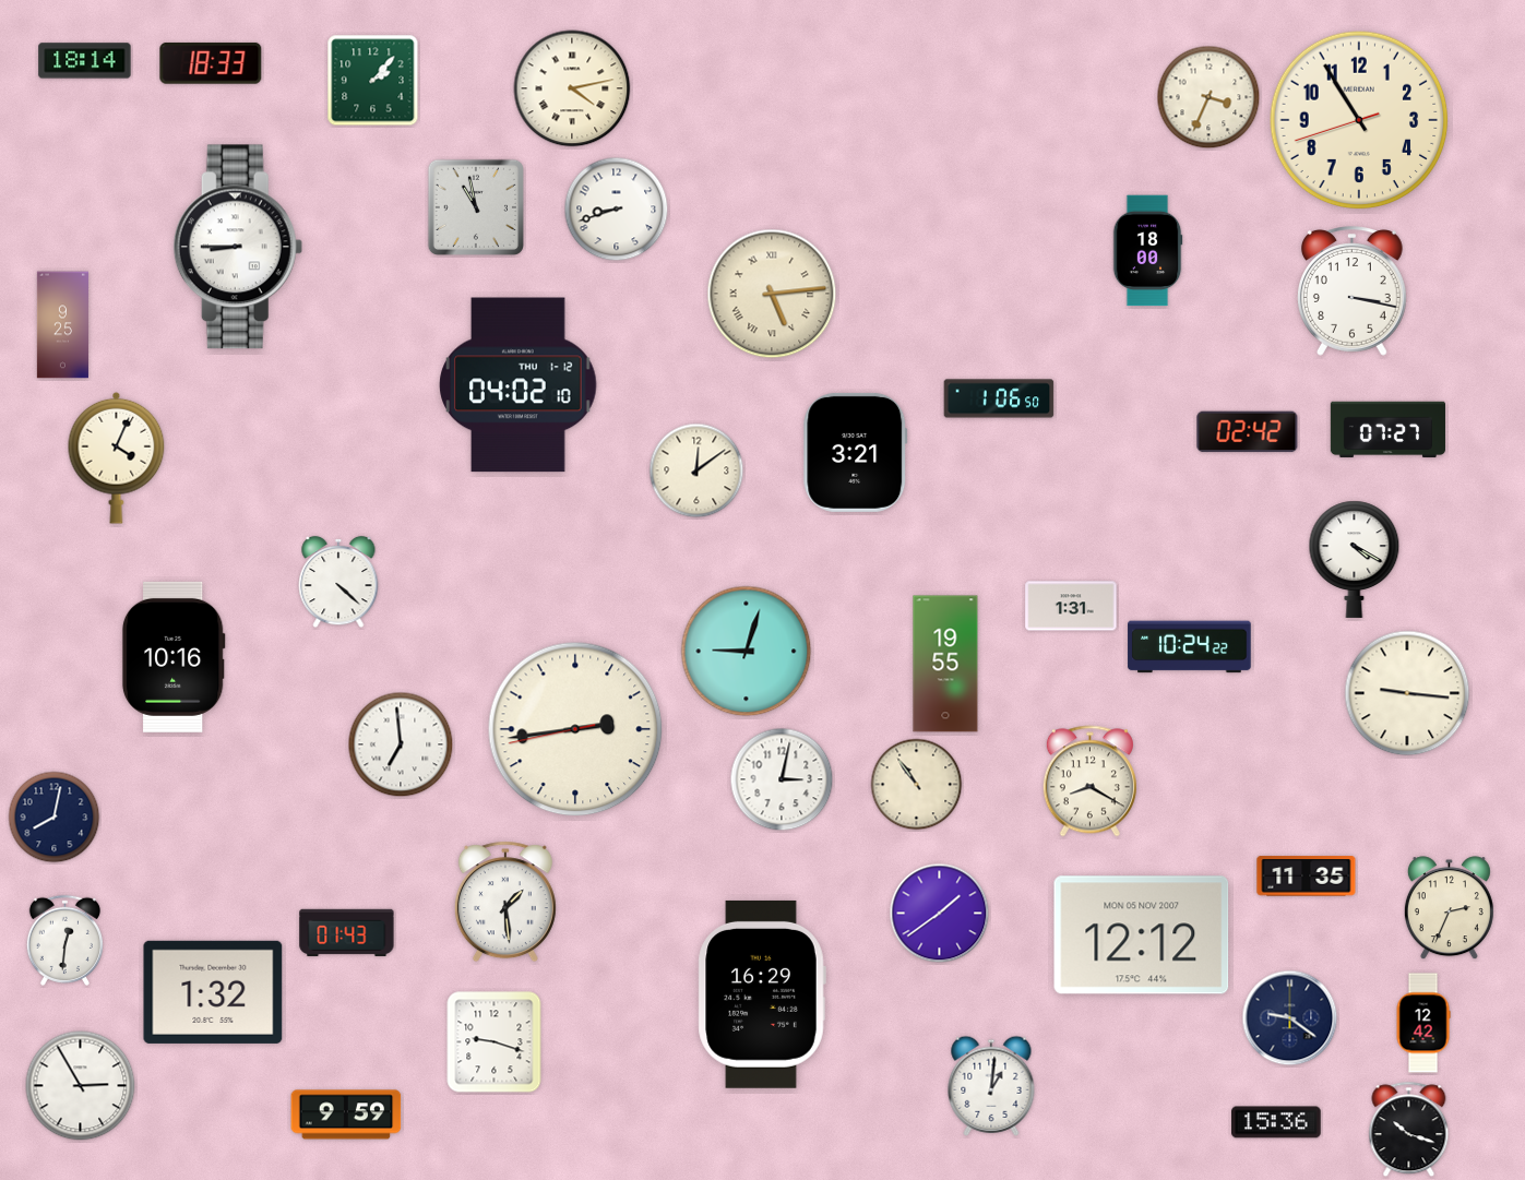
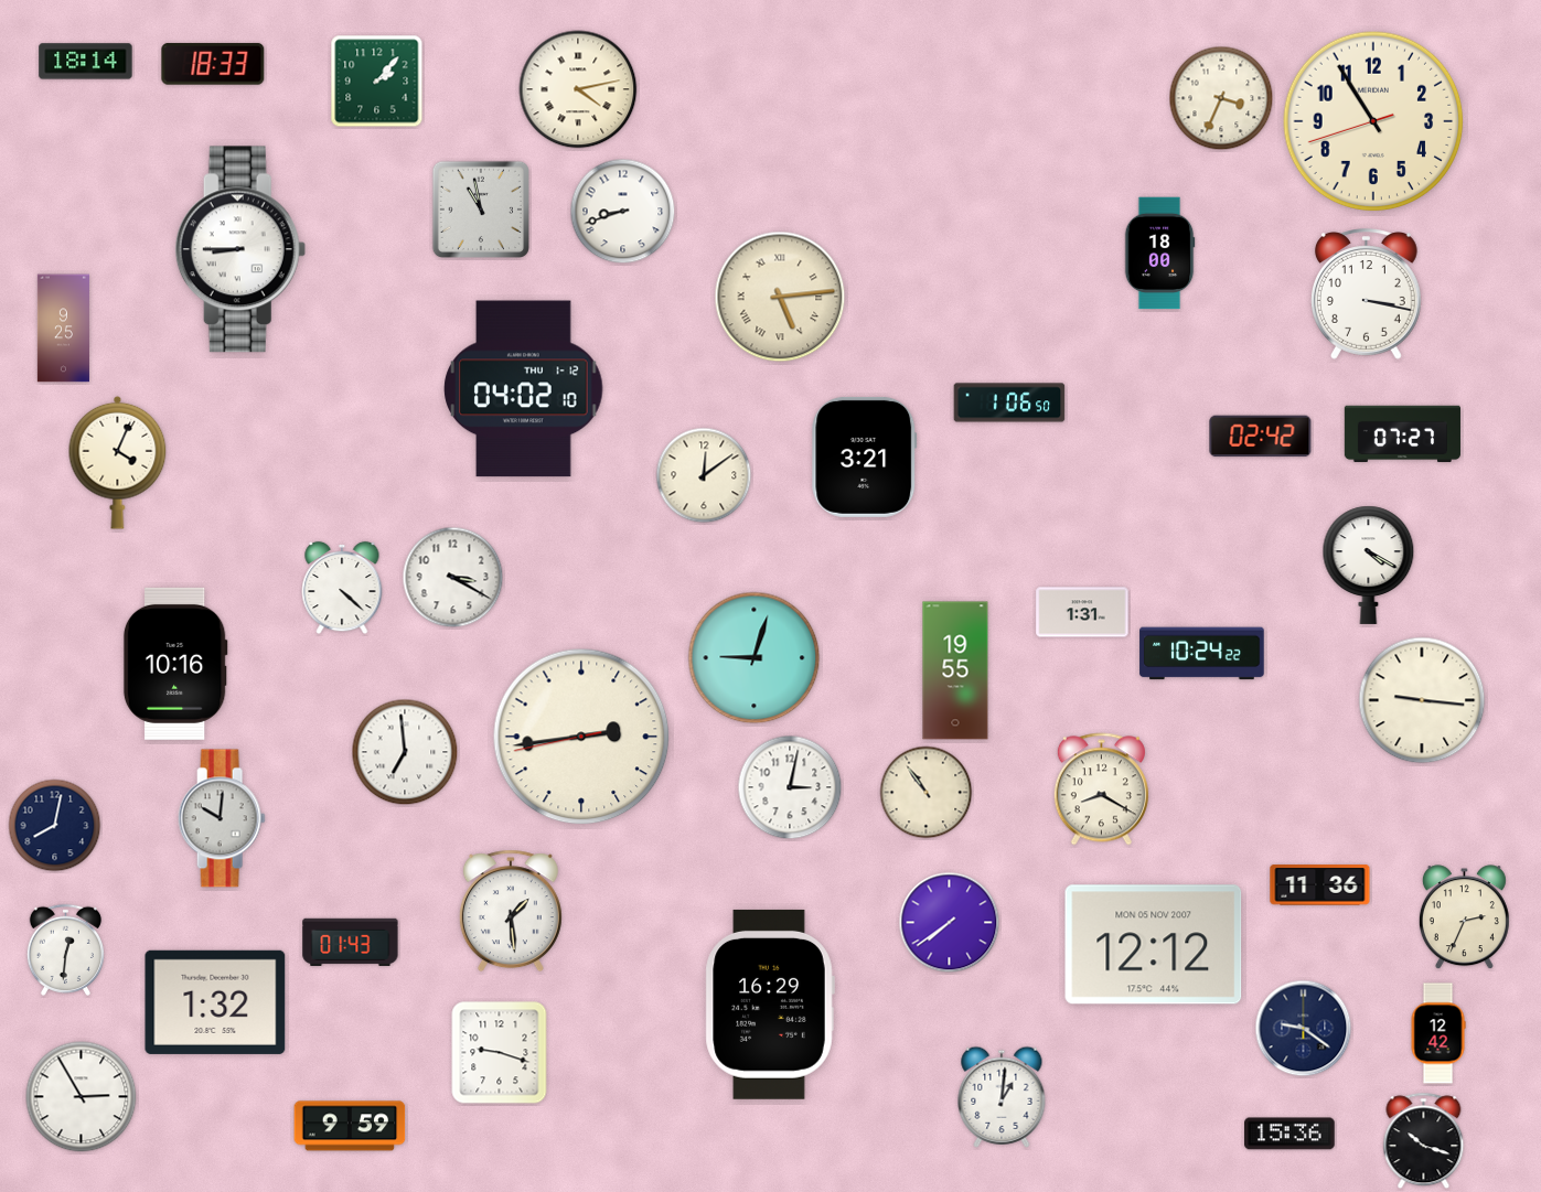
clock at (453, 578): none -> 3:20
clock at (222, 818): none -> 10:01
clock at (1307, 877): 11:35 -> 11:36
clock at (940, 914): 1:39 -> 7:39
